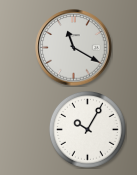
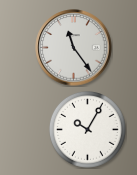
clock at (74, 48): 11:20 -> 11:24
